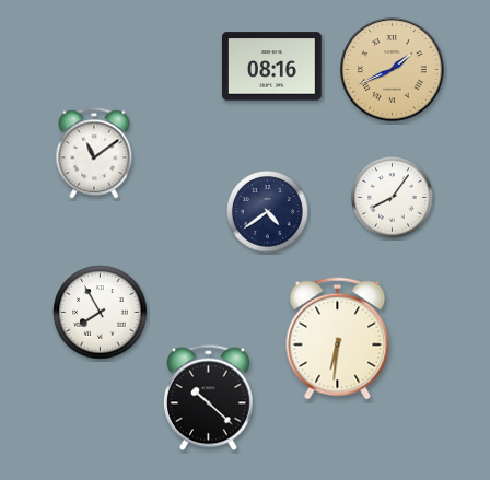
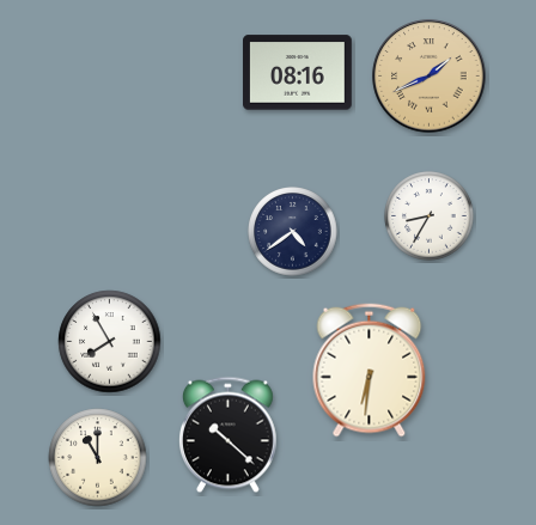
clock at (94, 153): 11:09 -> none
clock at (393, 198): 8:06 -> 8:35
clock at (98, 458): none -> 11:00
